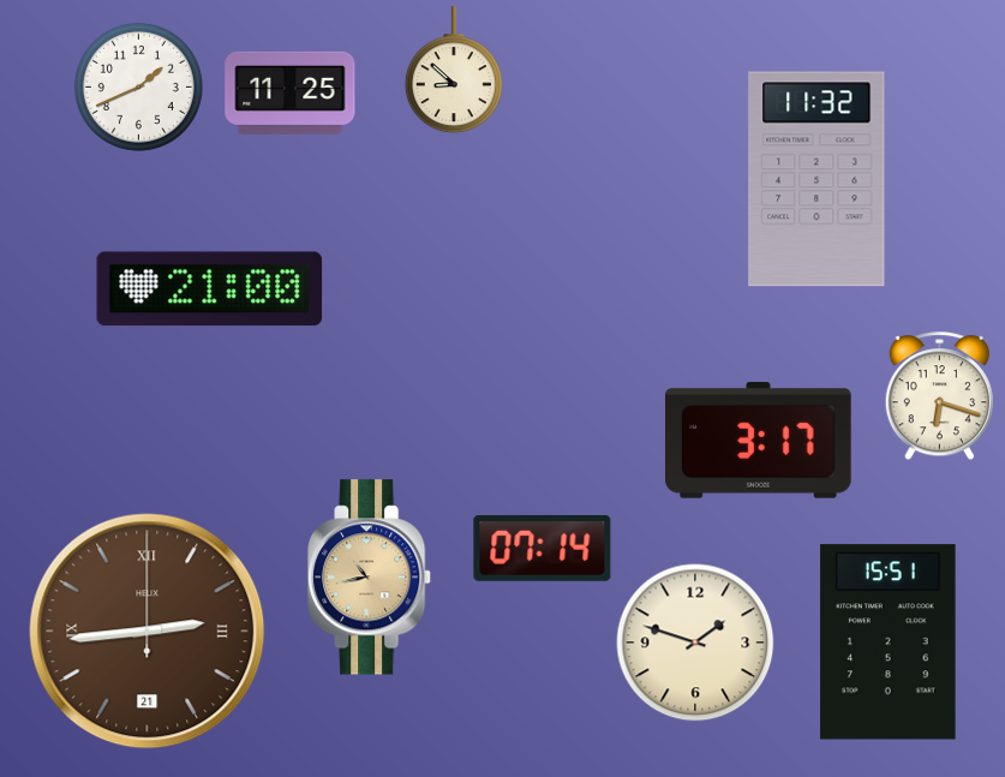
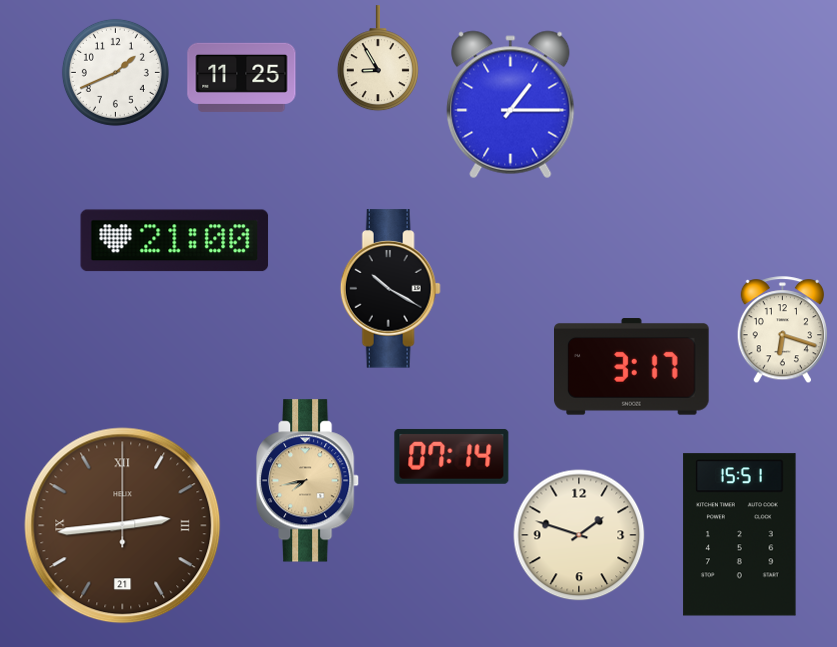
clock at (454, 70): 8:52 -> 8:55
clock at (511, 105): none -> 1:15
clock at (816, 179): 11:32 -> none
clock at (390, 289): none -> 10:20
clock at (371, 578): 10:43 -> 7:43
